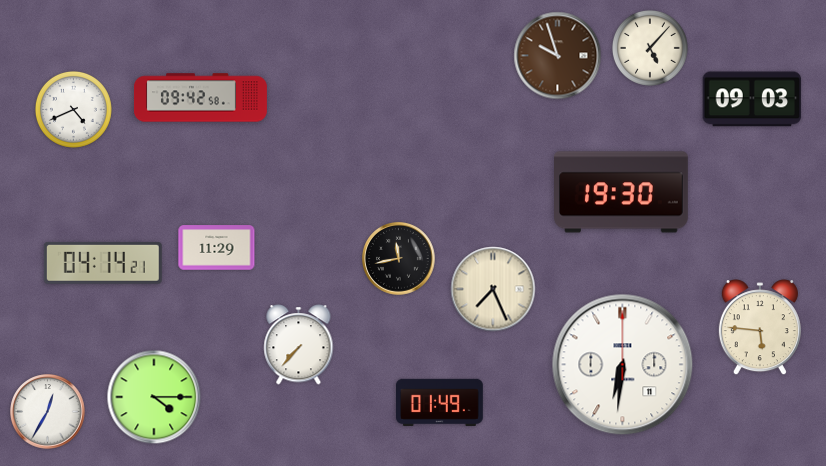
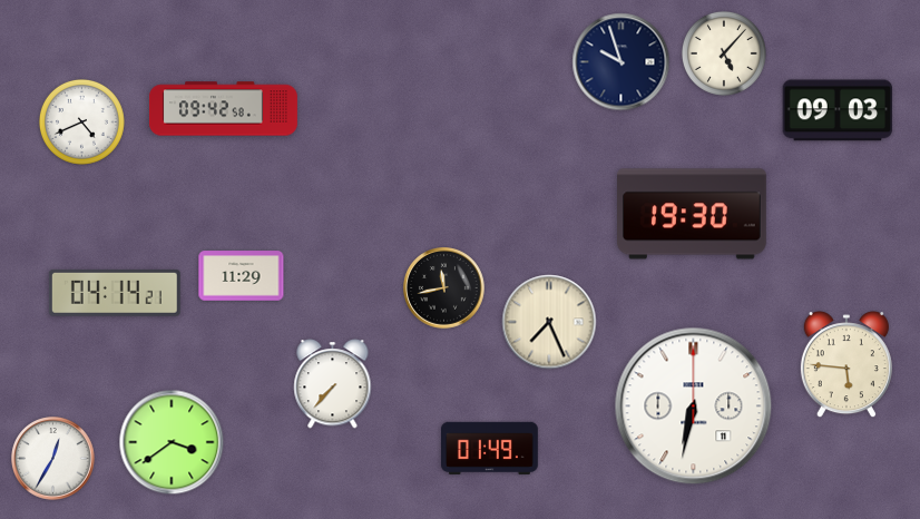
clock at (558, 56) dial: brown -> navy
clock at (623, 365): 6:31 -> 6:32
clock at (154, 397): 4:15 -> 3:39
